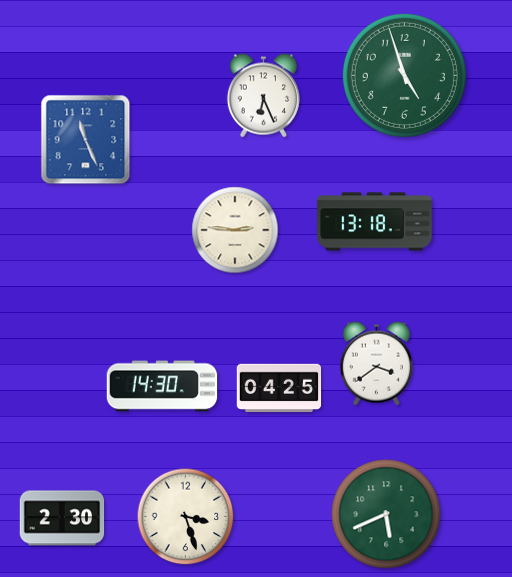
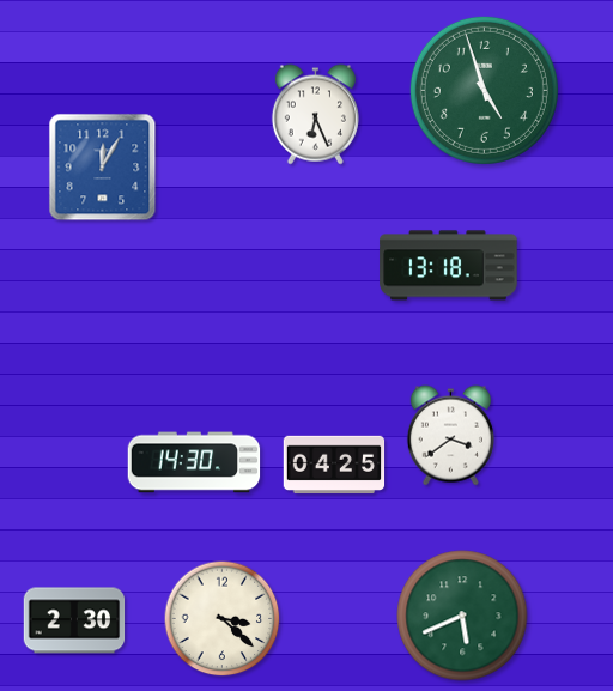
clock at (86, 140): 11:26 -> 12:05
clock at (235, 230): 2:46 -> none
clock at (186, 517): 3:27 -> 3:22
